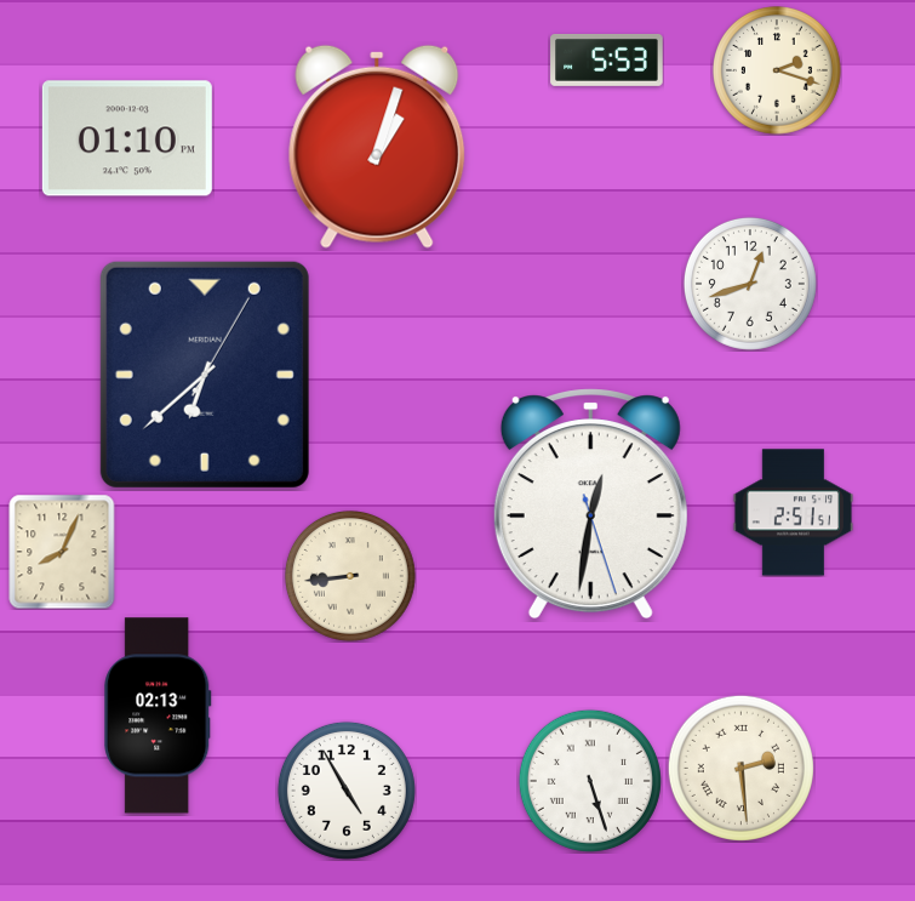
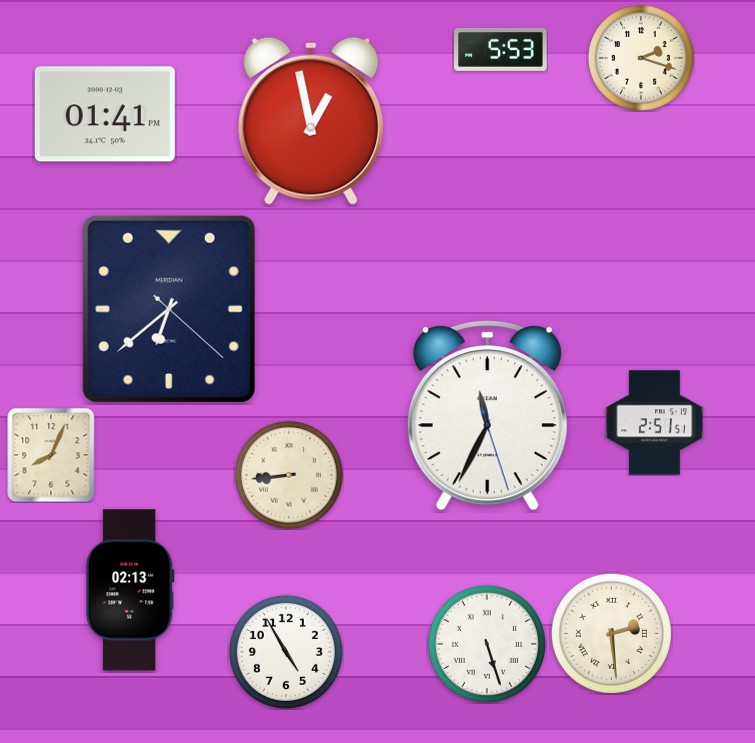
clock at (127, 138): 01:10 -> 01:41
clock at (377, 147): 1:03 -> 12:58
clock at (750, 284): 12:42 -> none
clock at (205, 375): 6:38:05 -> 6:38:22
clock at (590, 504): 12:31 -> 11:34
